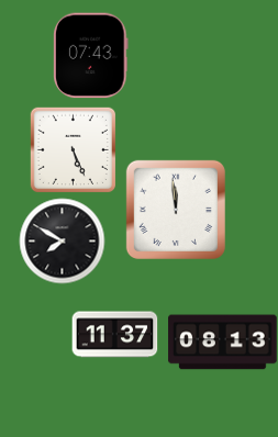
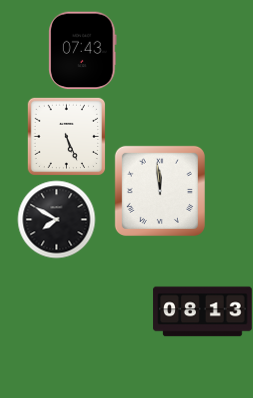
clock at (114, 335): 11:37 -> none
